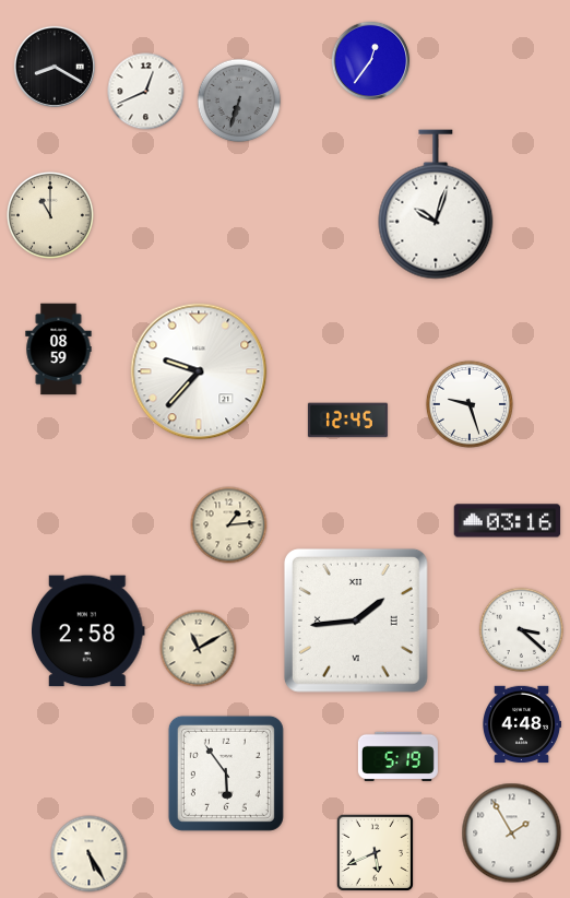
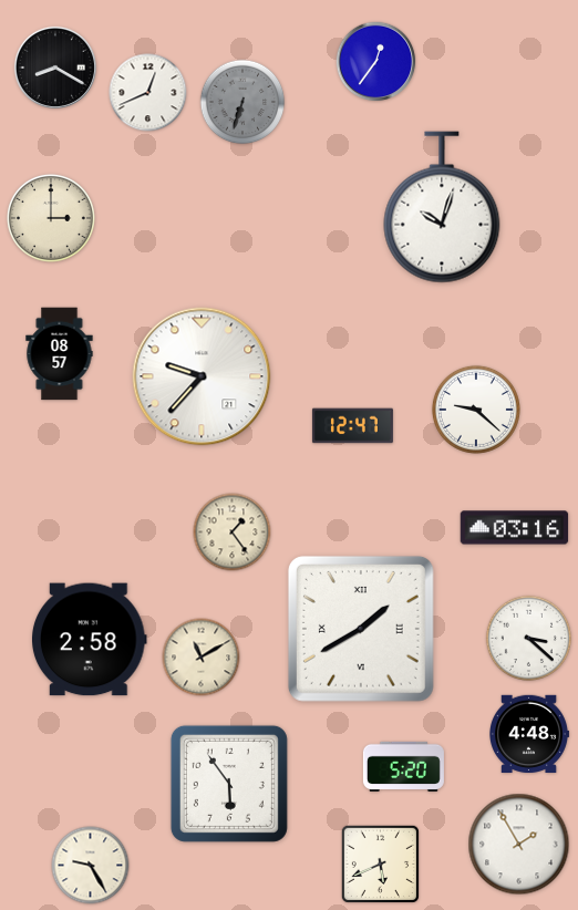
clock at (50, 215): 11:00 -> 3:00
clock at (59, 350): 08:59 -> 08:57
clock at (470, 404): 9:27 -> 9:22
clock at (347, 421): 12:45 -> 12:47
clock at (229, 525): 1:14 -> 1:24
clock at (356, 621): 1:44 -> 1:40
clock at (397, 756): 5:19 -> 5:20
clock at (90, 854): 5:25 -> 9:25
